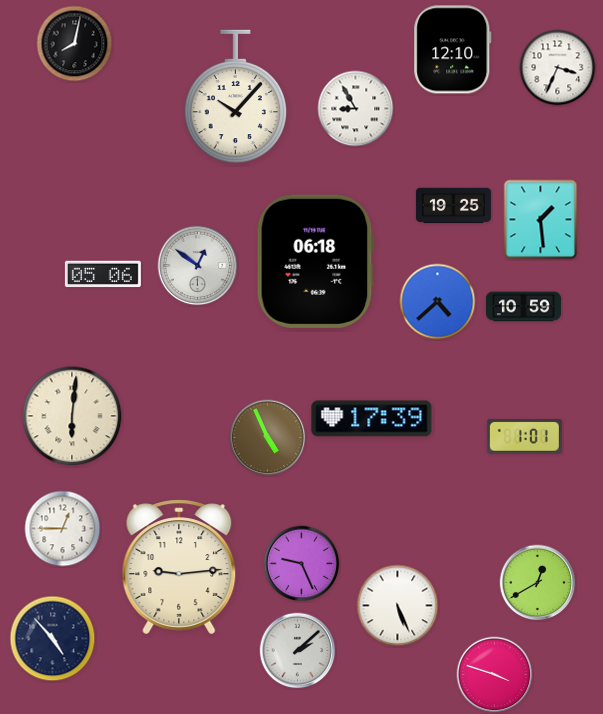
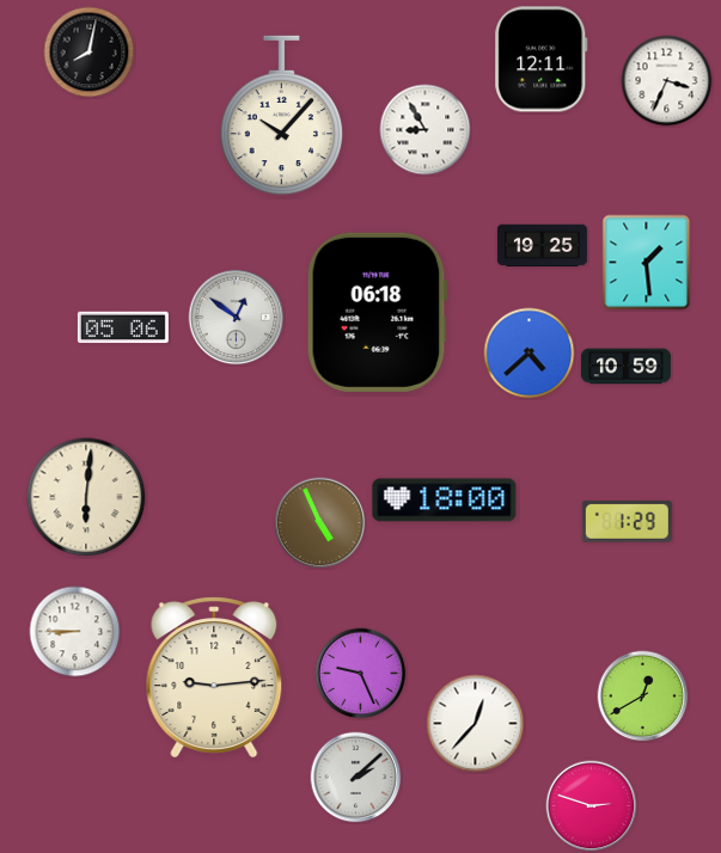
clock at (453, 50): 12:10 -> 12:11
clock at (438, 302) position: (438, 302) -> (530, 354)
clock at (372, 419): 17:39 -> 18:00
clock at (524, 436): 1:01 -> 1:29
clock at (63, 529): 12:45 -> 8:45
clock at (398, 606): 5:26 -> 12:37
clock at (53, 639): 4:53 -> none
clock at (495, 675): 3:48 -> 2:48
